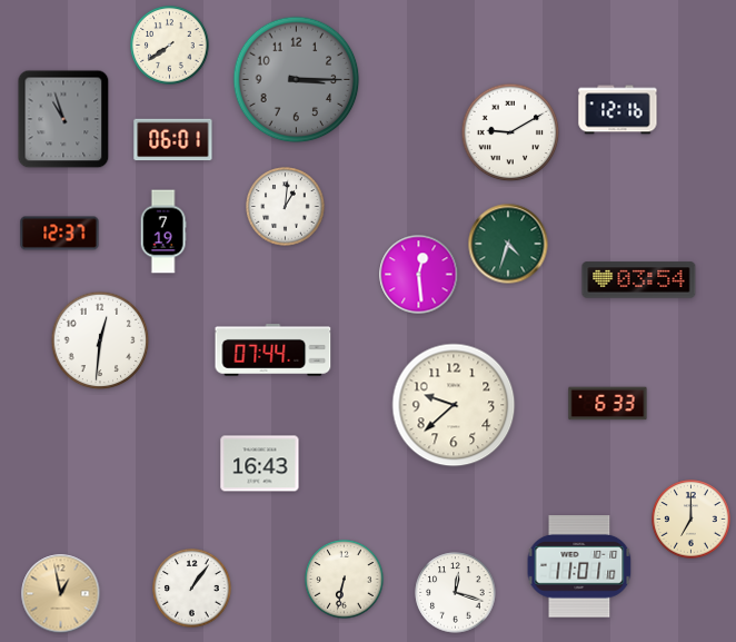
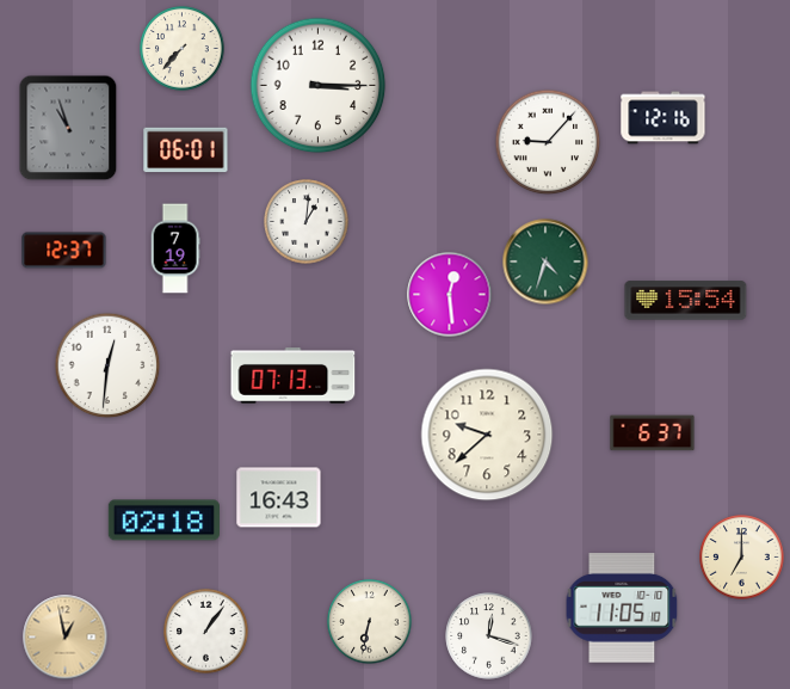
clock at (170, 46): 7:39 -> 7:37
clock at (297, 80) dial: grey -> white
clock at (510, 132): 9:10 -> 9:07
clock at (639, 280): 03:54 -> 15:54
clock at (273, 350): 07:44 -> 07:13
clock at (608, 404): 6:33 -> 6:37
clock at (163, 521): none -> 02:18
clock at (579, 566): 11:01 -> 11:05
